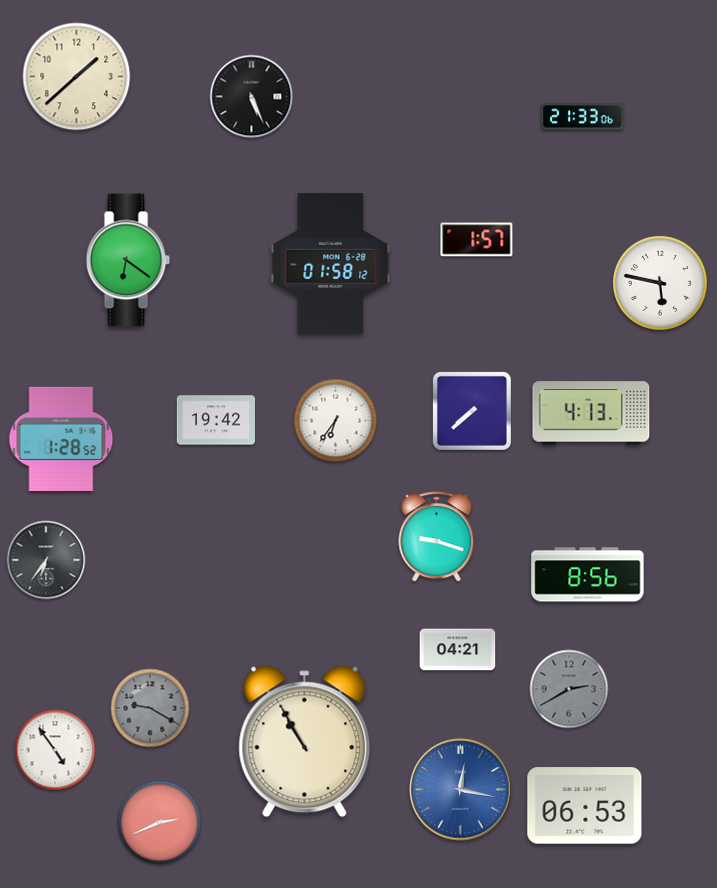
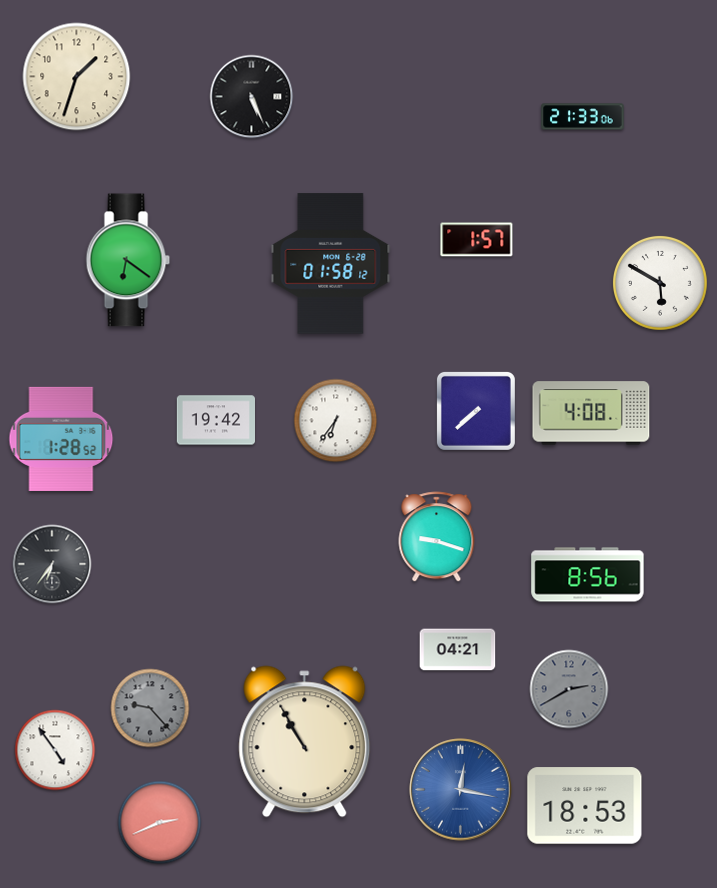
clock at (77, 77): 1:38 -> 1:33
clock at (660, 283): 5:47 -> 5:50
clock at (472, 411) position: (472, 411) -> (476, 411)
clock at (591, 413): 4:13 -> 4:08
clock at (46, 560) position: (46, 560) -> (52, 564)
clock at (150, 708): 9:20 -> 9:23
clock at (585, 806): 06:53 -> 18:53
